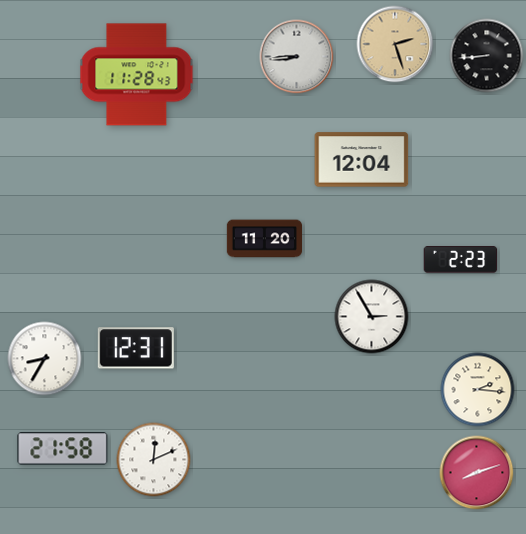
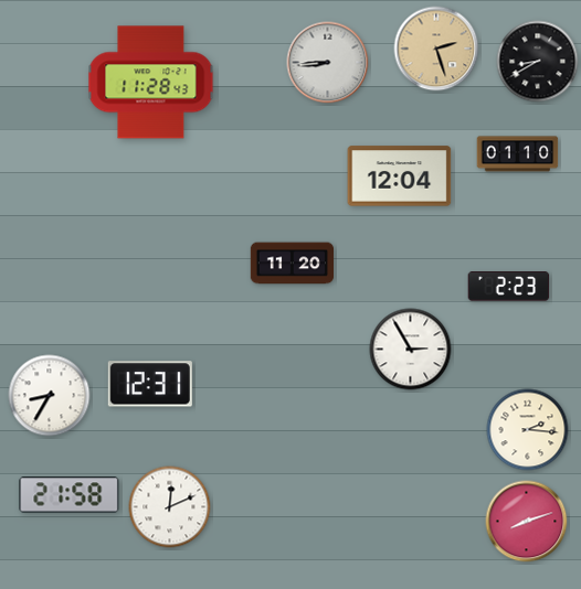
clock at (487, 56): 8:44 -> 8:40
clock at (518, 154): none -> 01:10
